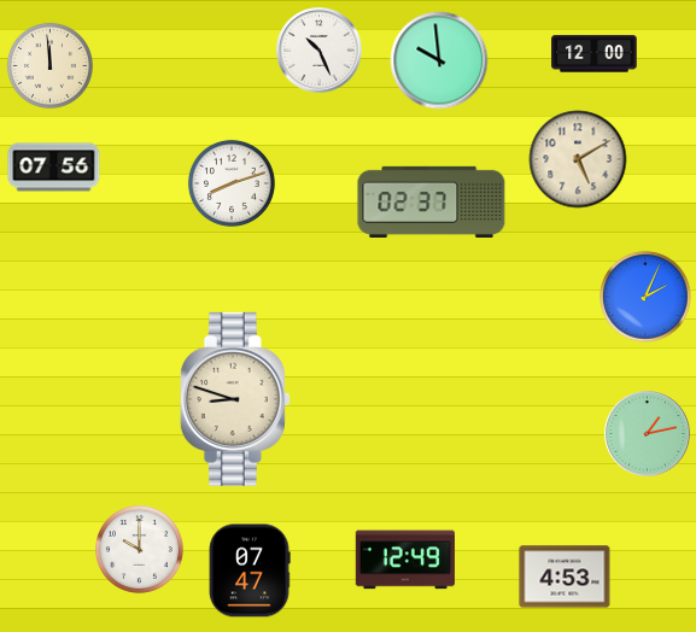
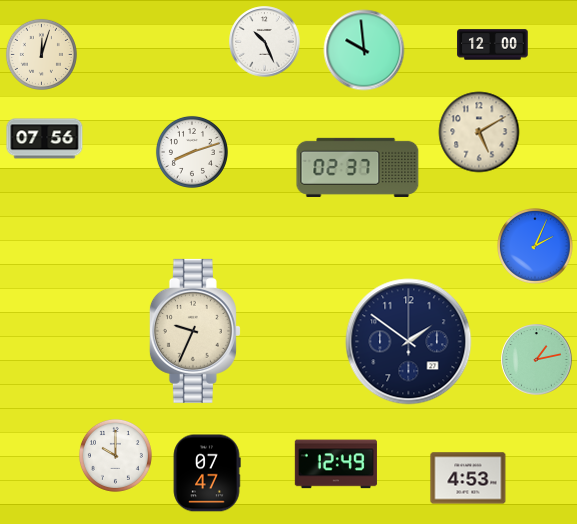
clock at (49, 65): 11:59 -> 12:03
clock at (235, 399): 8:48 -> 9:34
clock at (409, 342): none -> 1:51
